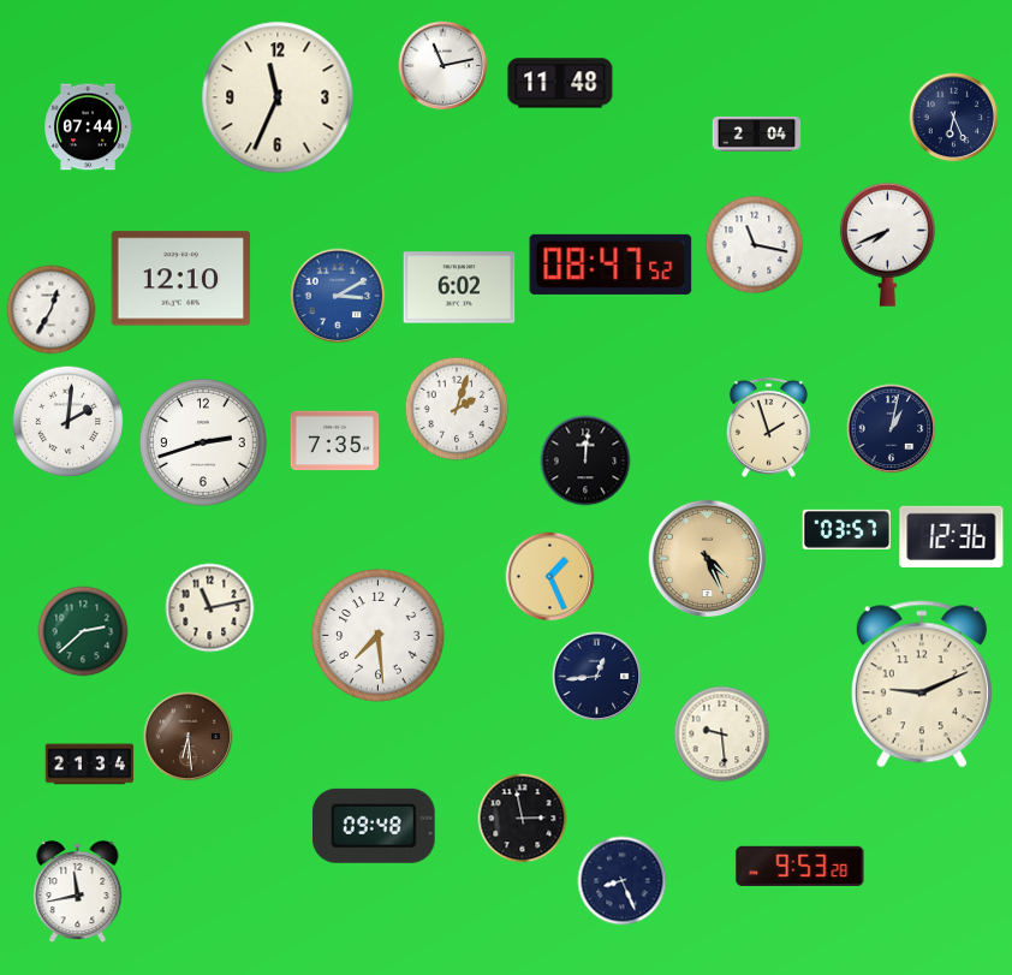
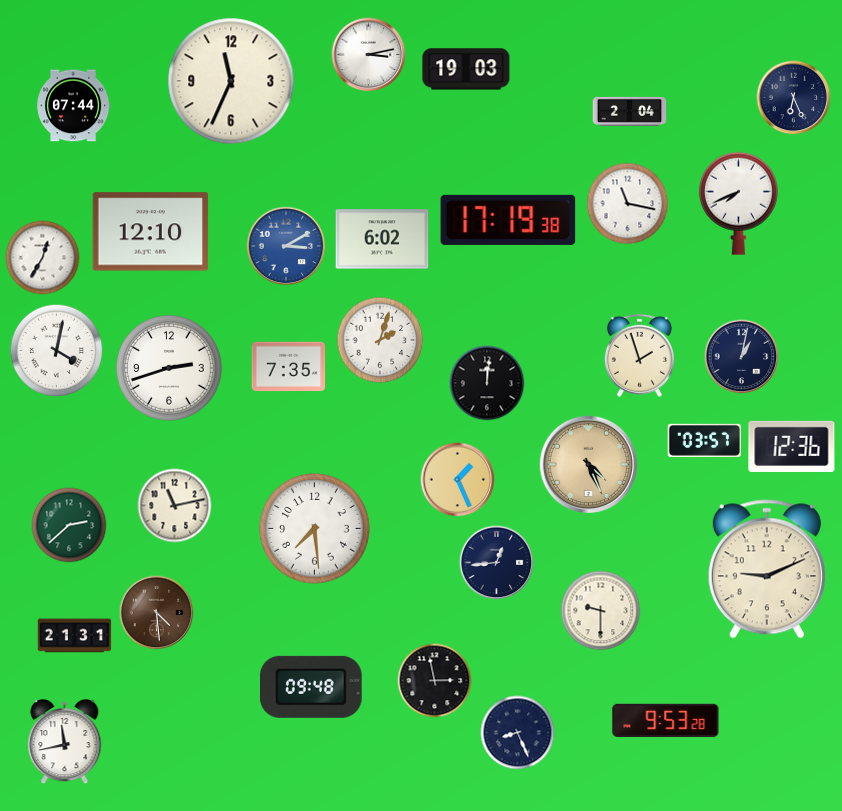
clock at (444, 66): 11:13 -> 3:13
clock at (560, 83): 11:48 -> 19:03
clock at (611, 264): 08:47 -> 17:19
clock at (338, 296) position: (338, 296) -> (286, 246)
clock at (69, 422): 2:01 -> 4:02
clock at (335, 441) position: (335, 441) -> (289, 367)
clock at (722, 735): 9:29 -> 9:30
clock at (189, 737): 6:29 -> 4:29
clock at (90, 765): 21:34 -> 21:31
